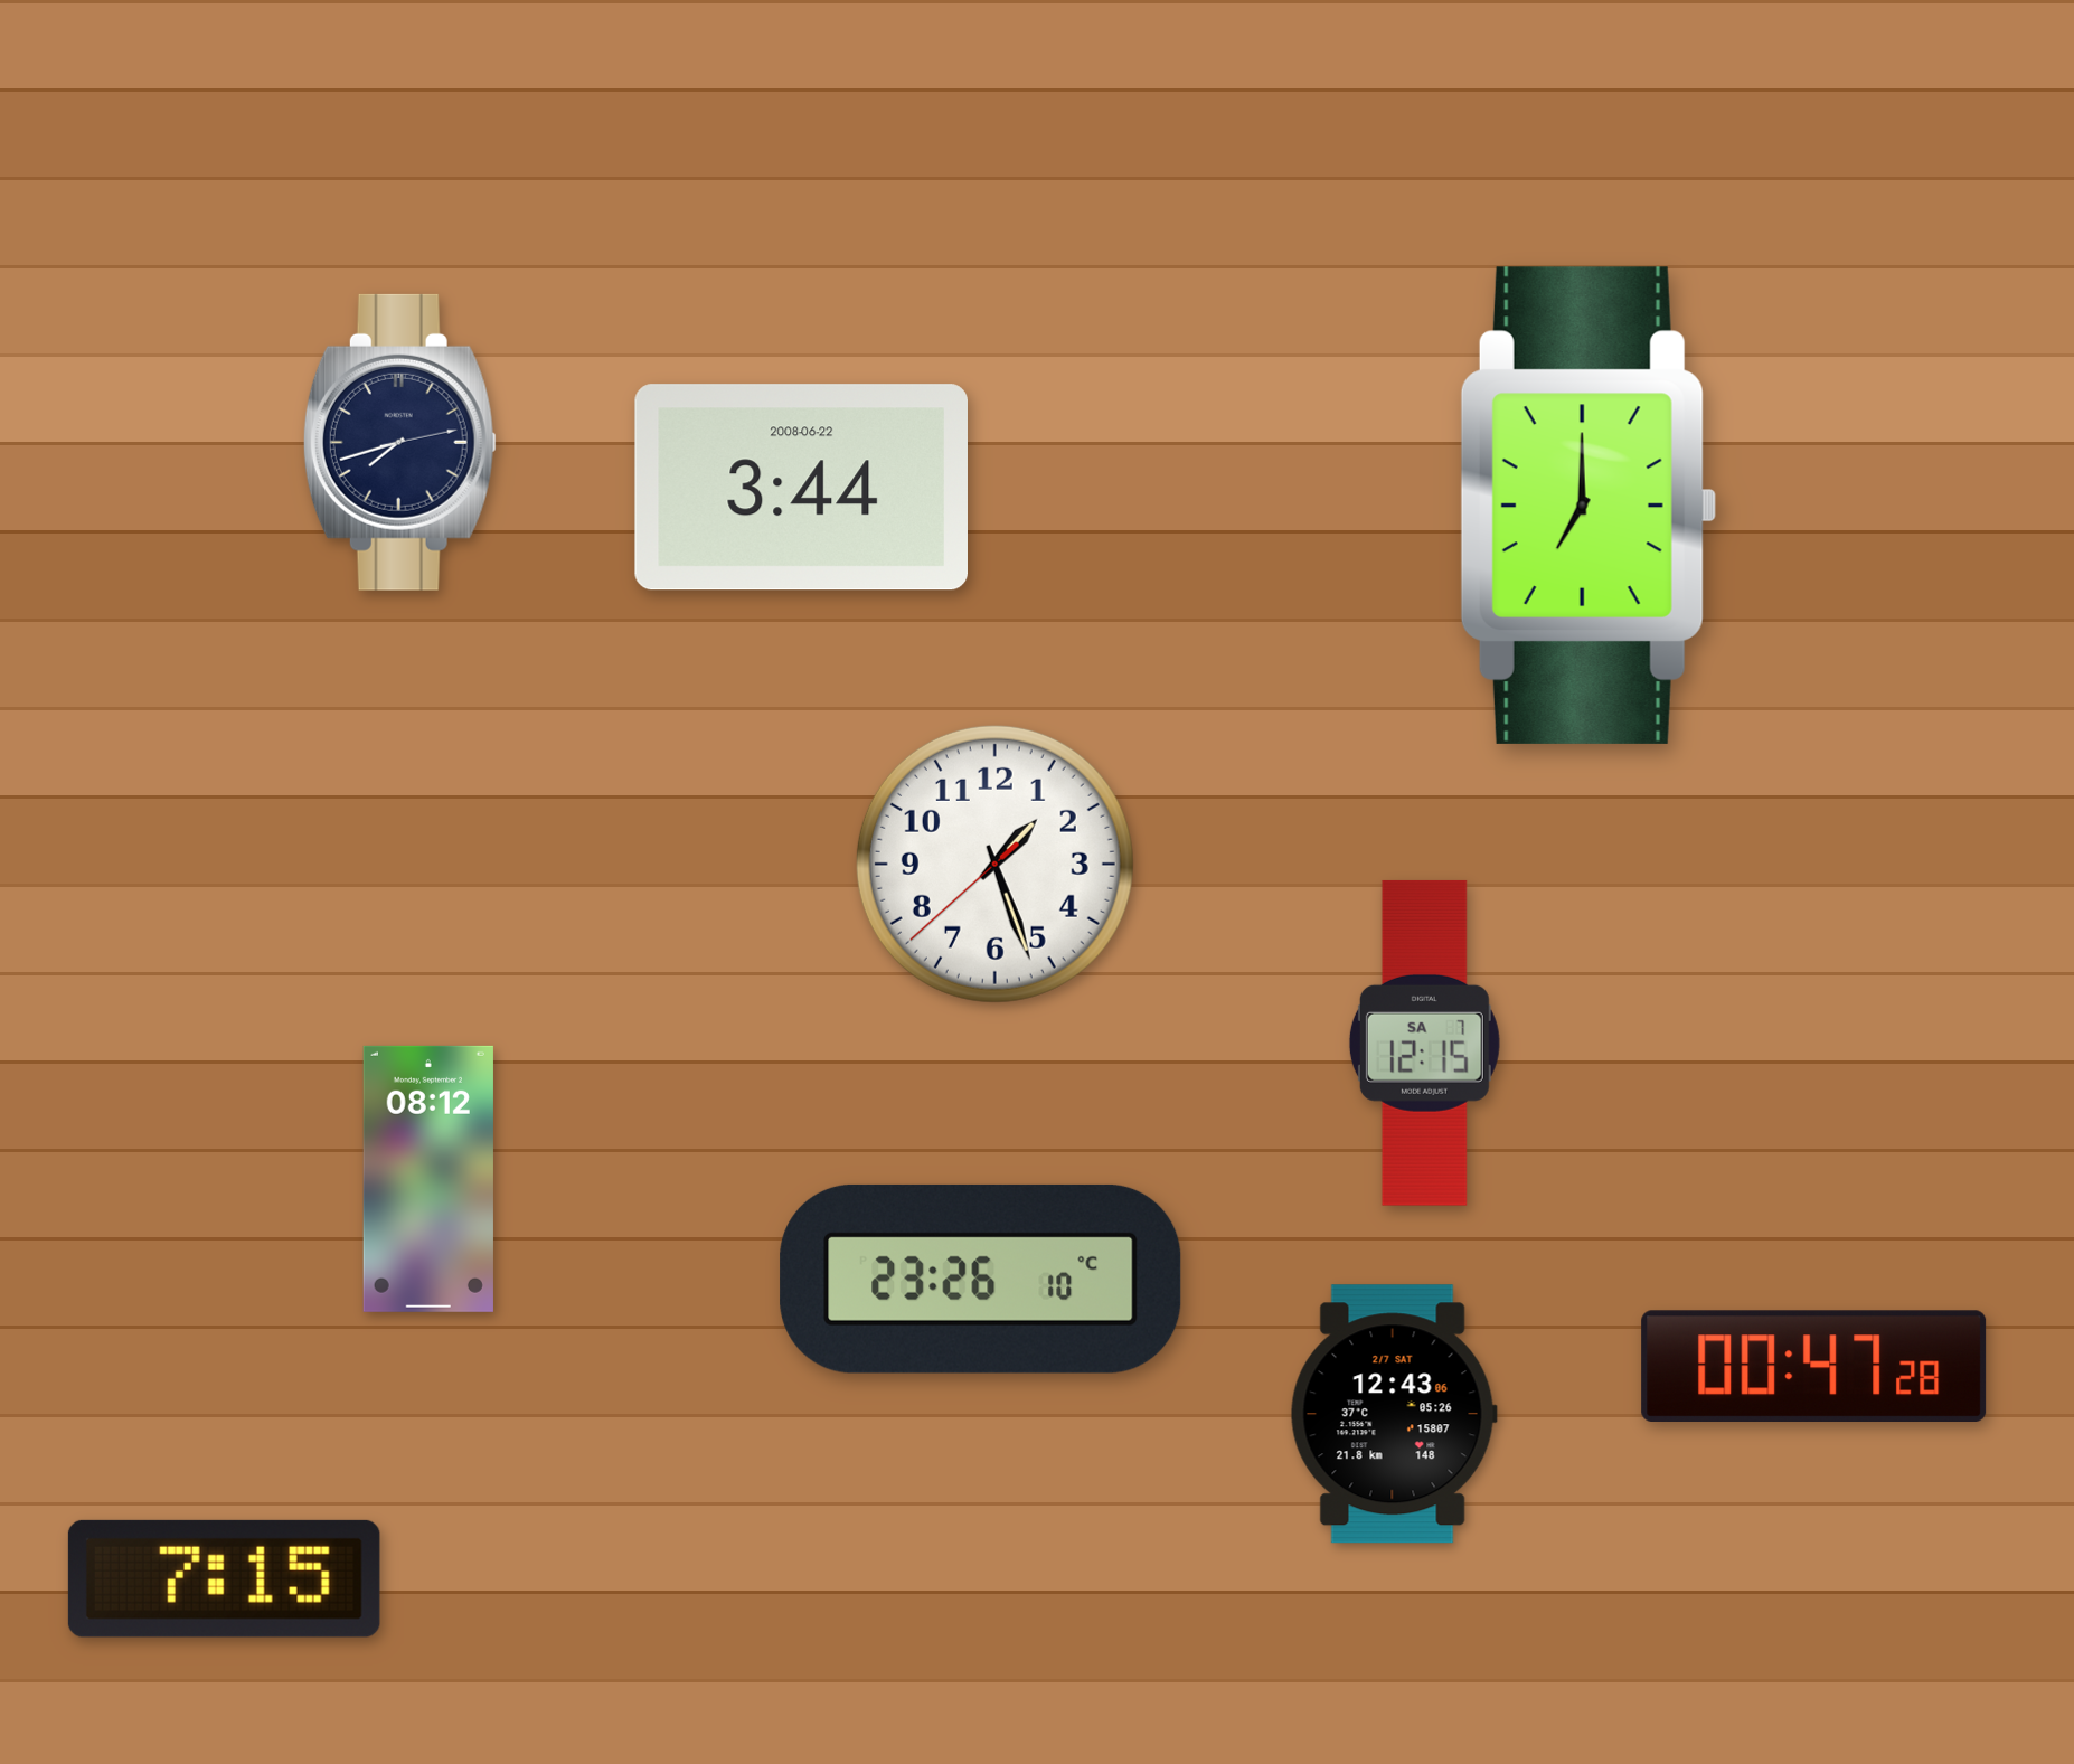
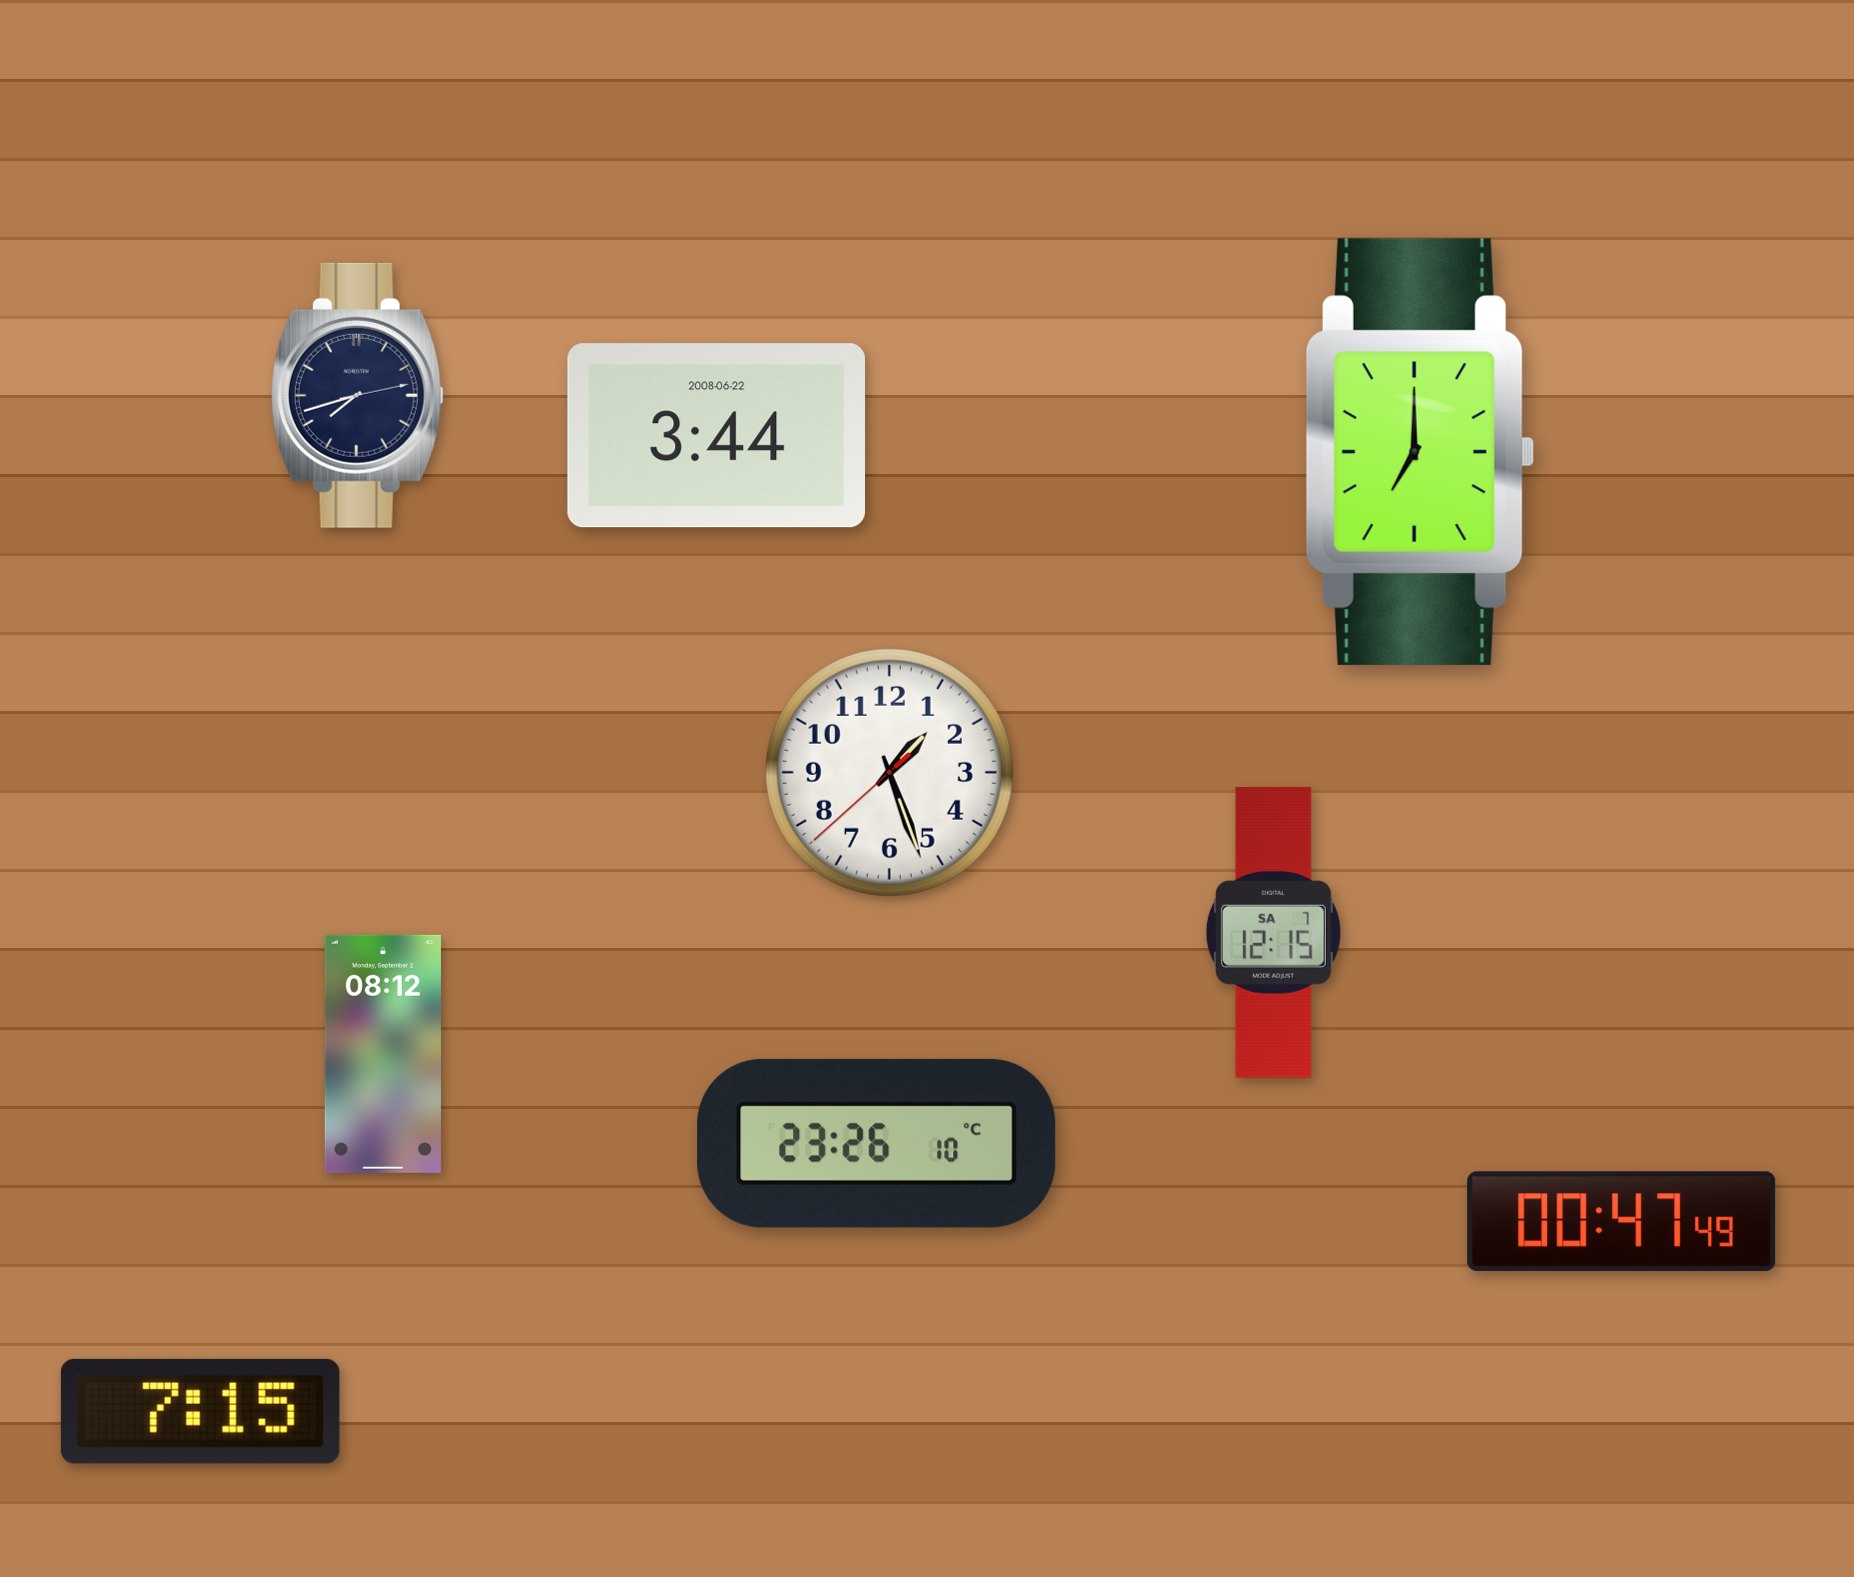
clock at (1814, 1366): 00:47:28 -> 00:47:49
clock at (1394, 1414): 12:43 -> none
